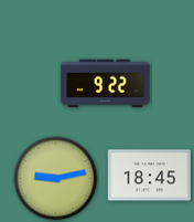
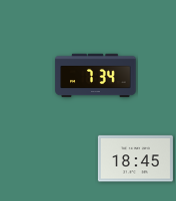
clock at (106, 84): 9:22 -> 7:34
clock at (56, 179): 9:13 -> none
